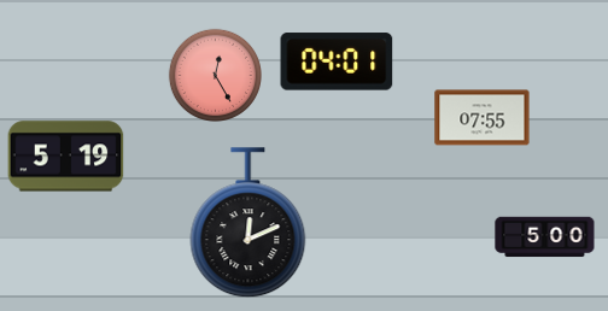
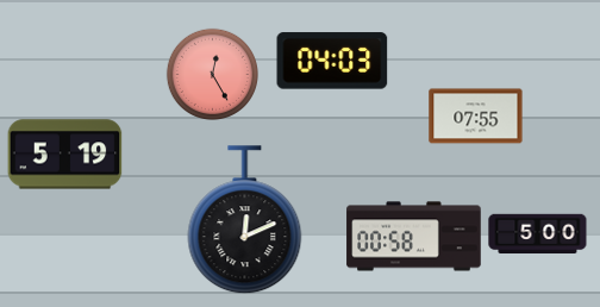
clock at (337, 61): 04:01 -> 04:03
clock at (414, 237): none -> 00:58
